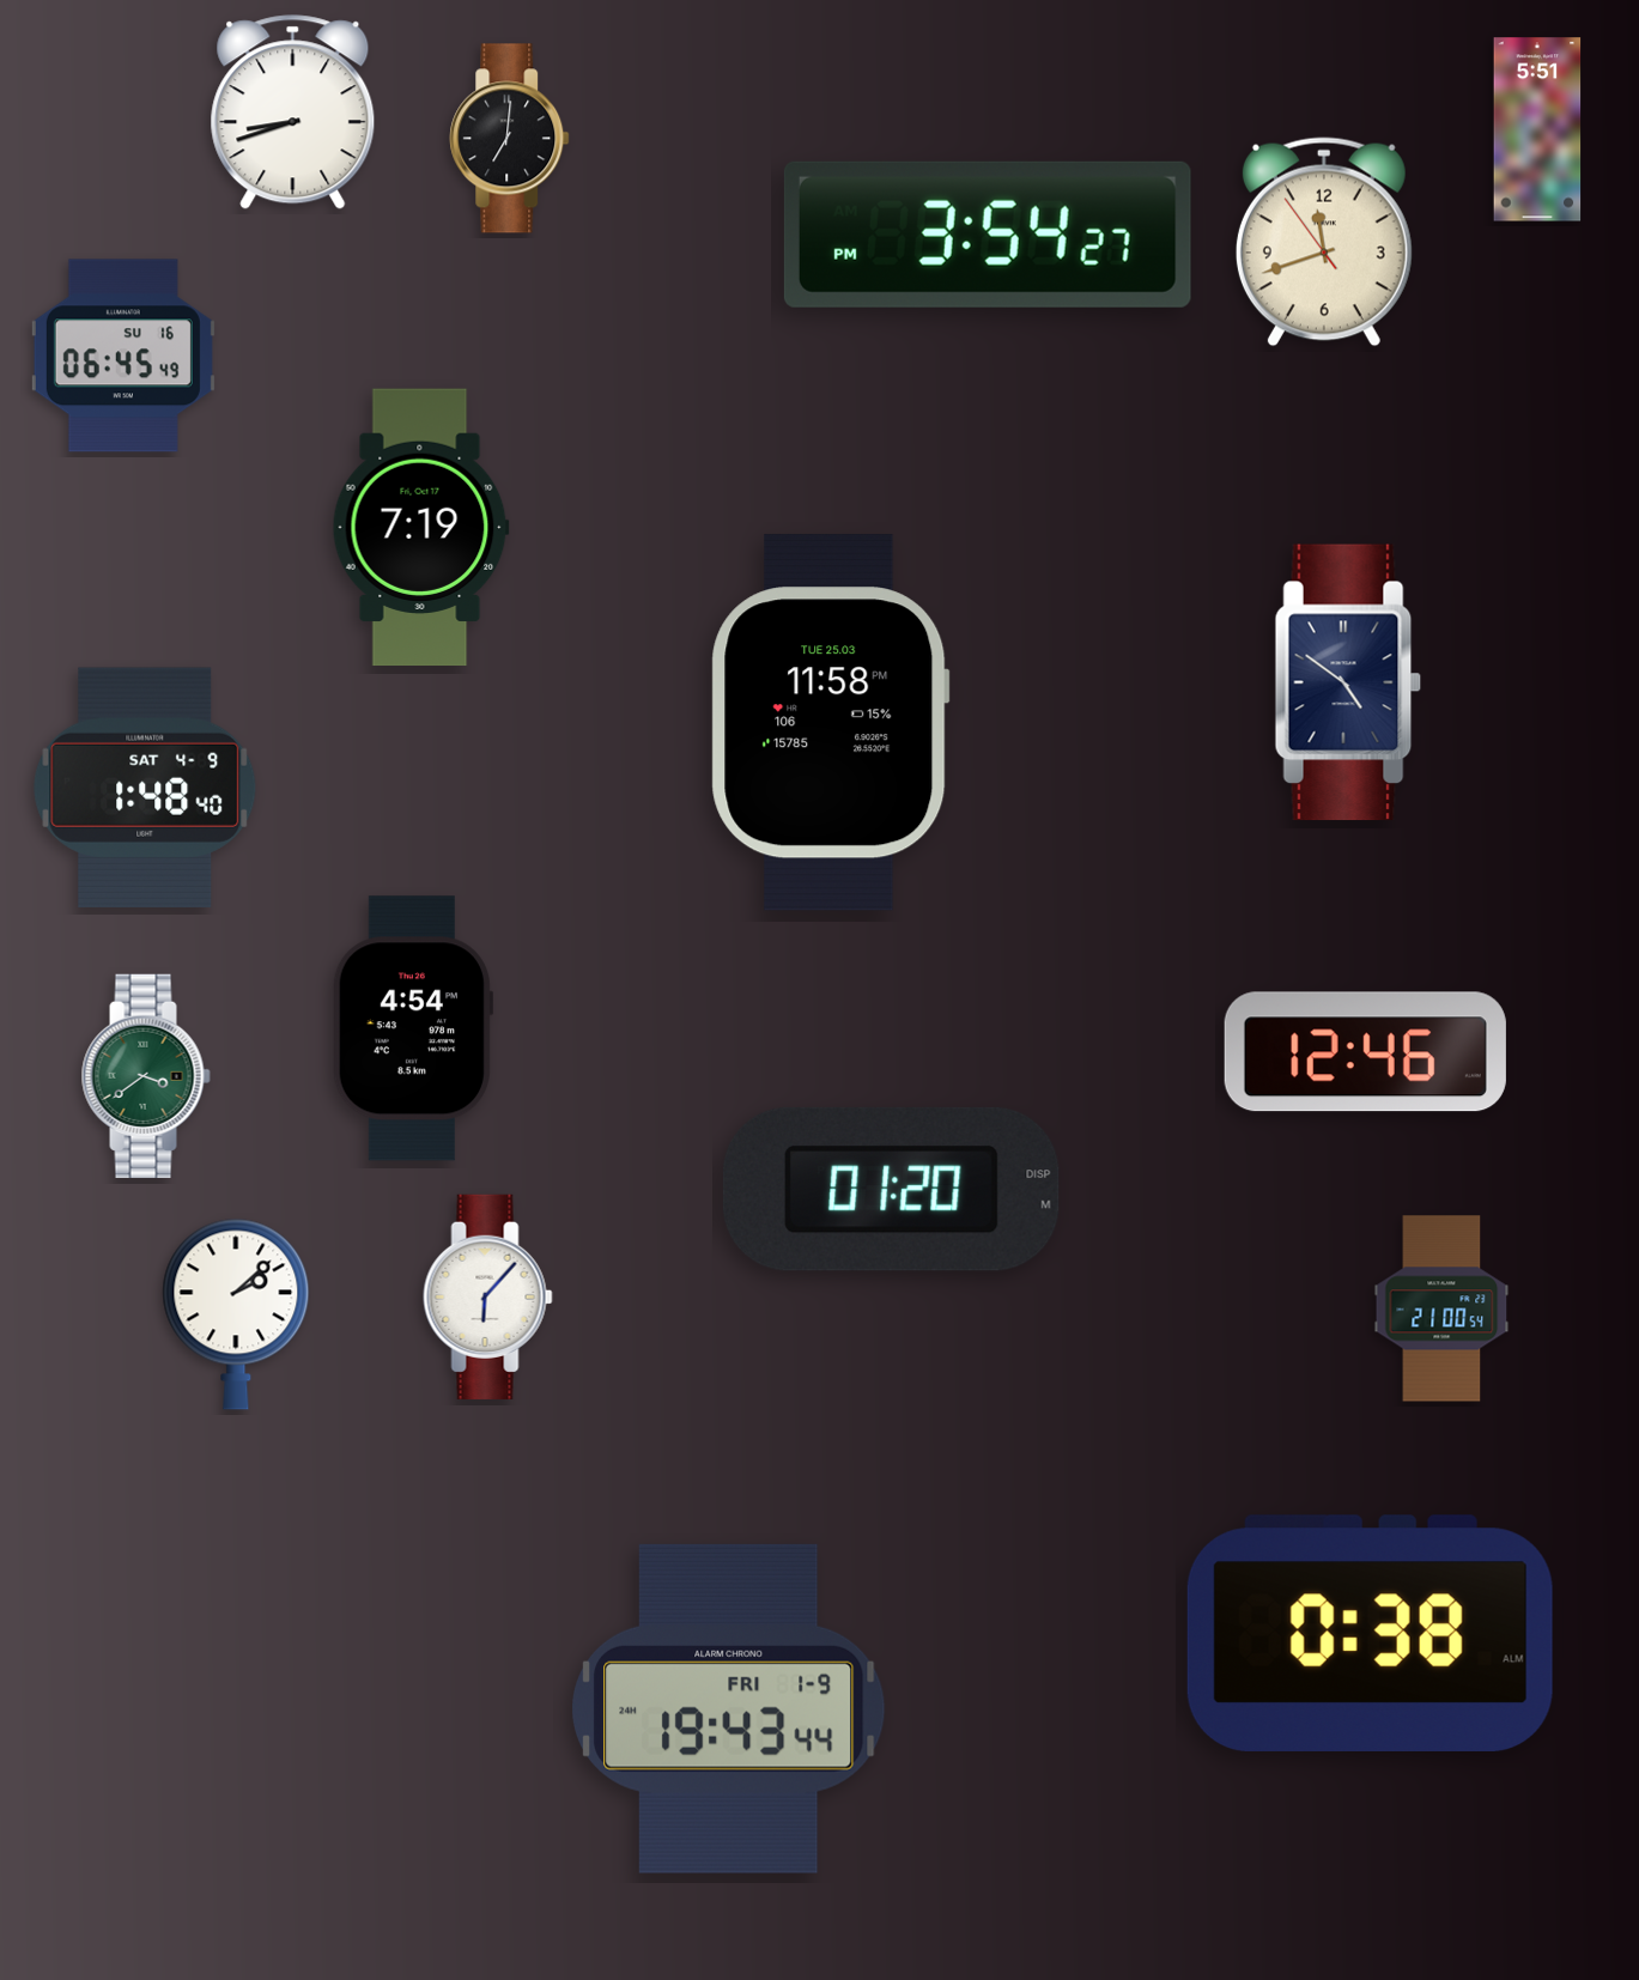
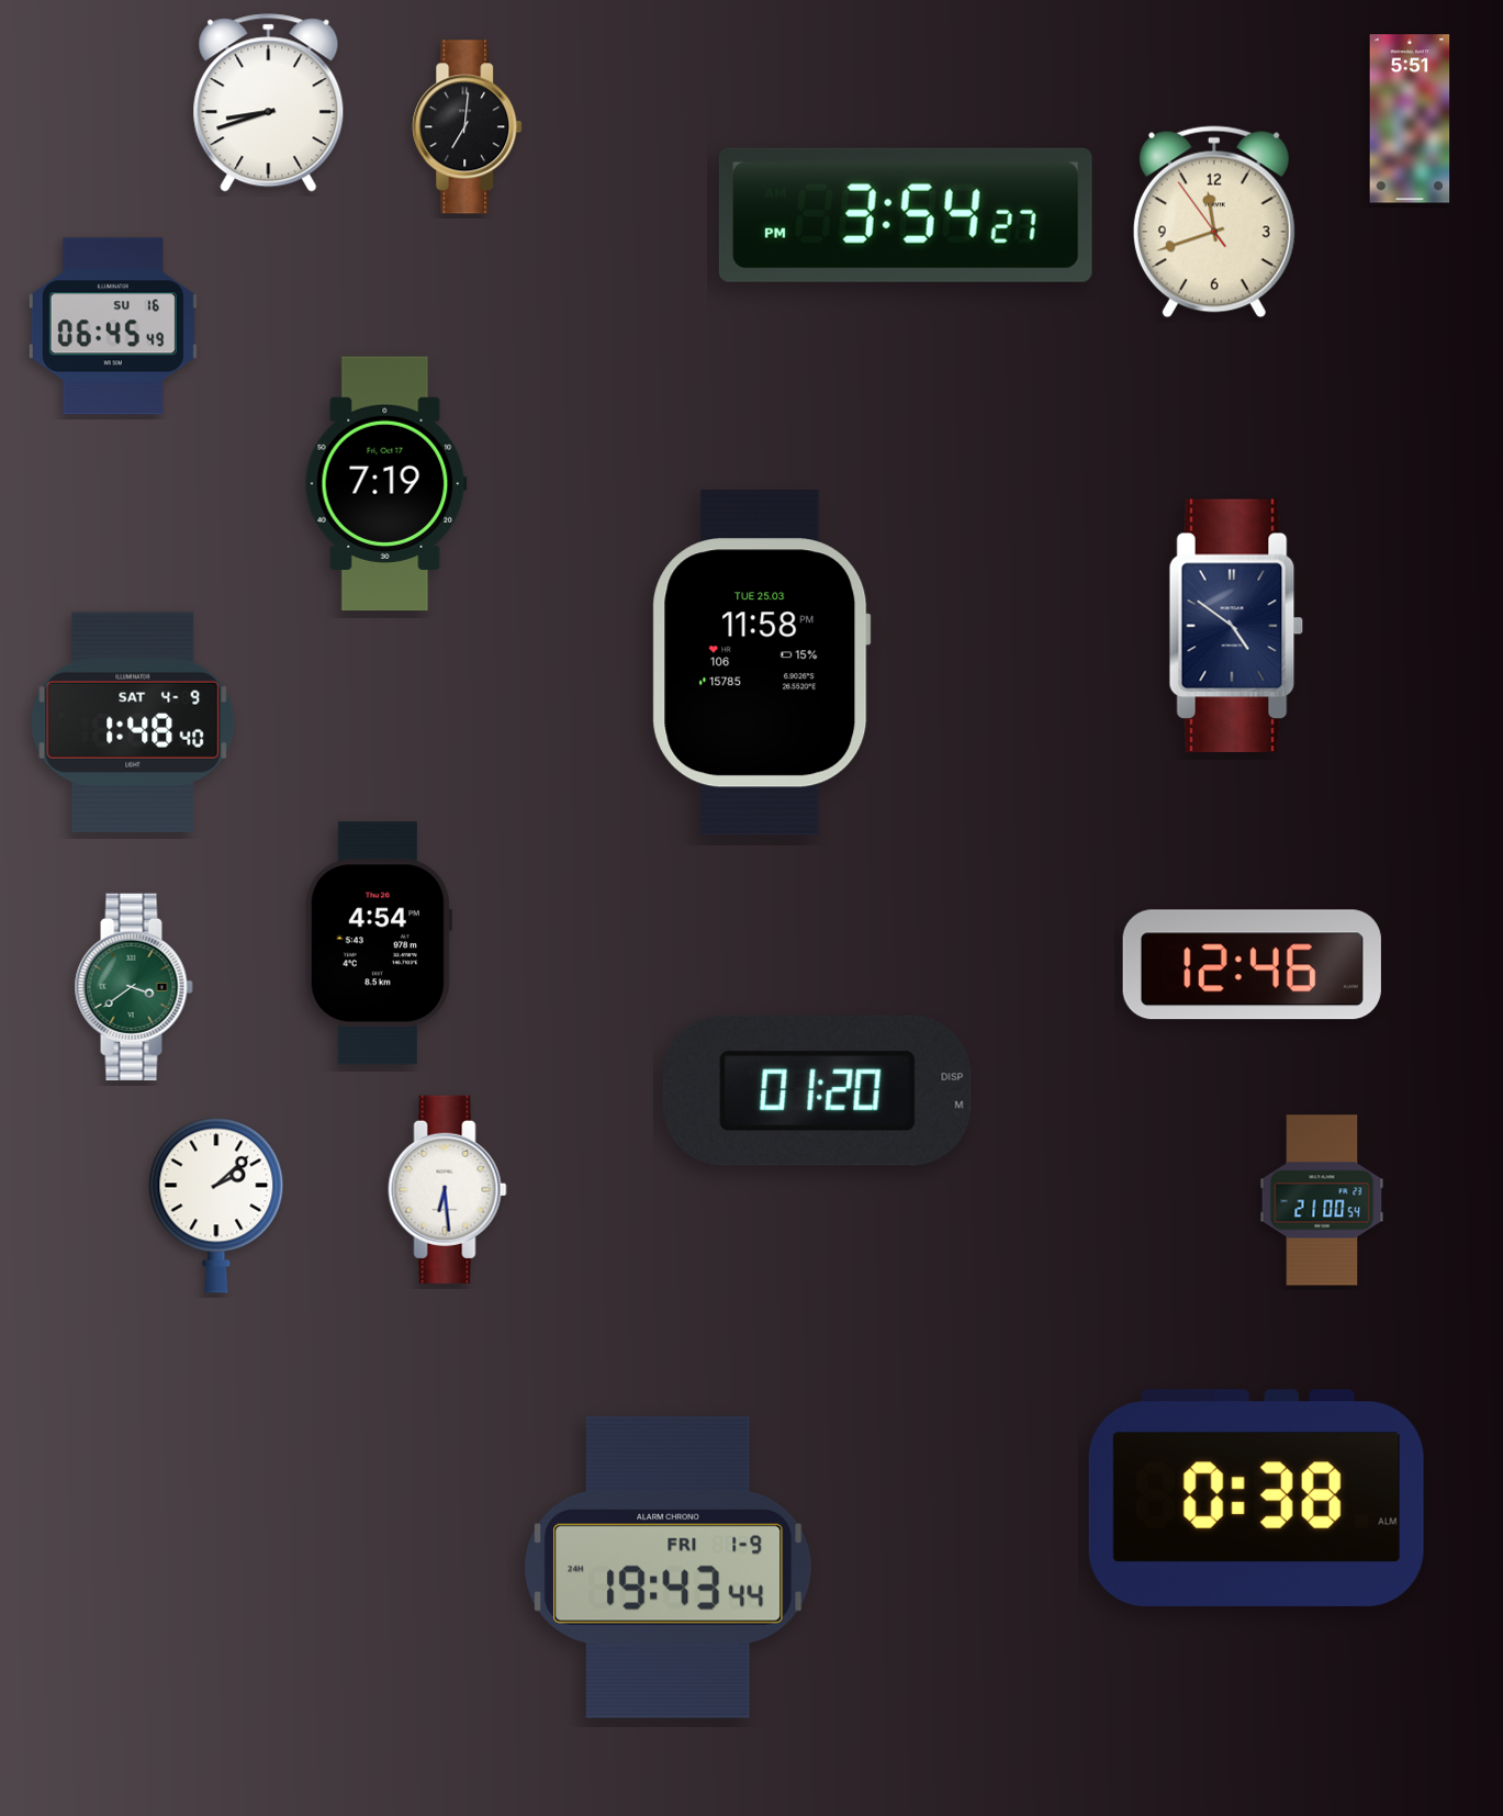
clock at (488, 1296): 6:07 -> 6:29
